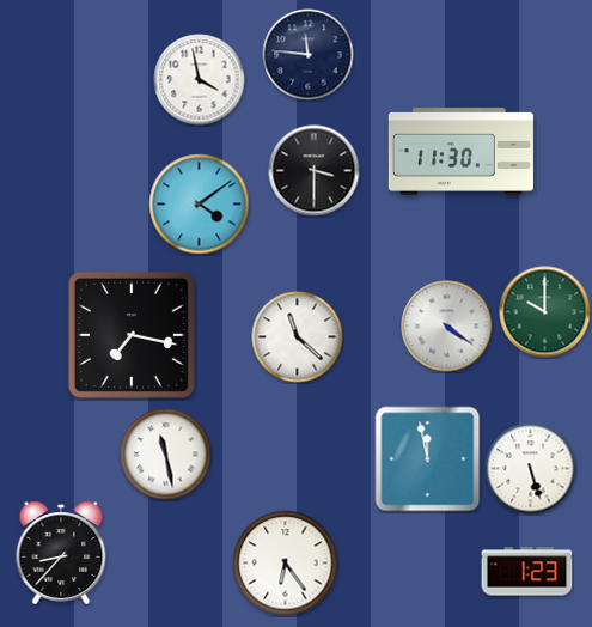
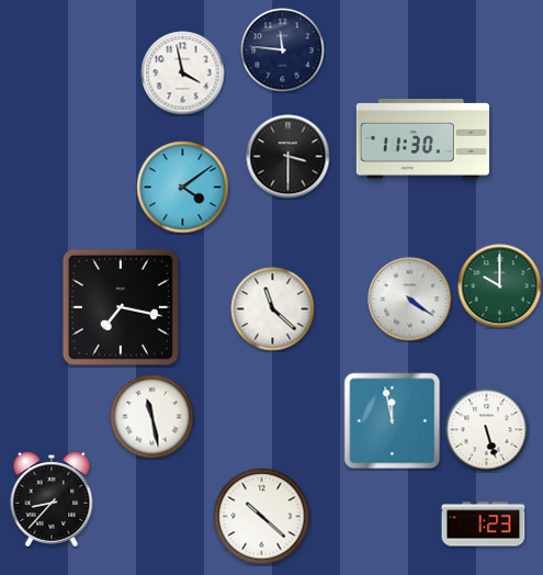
clock at (61, 553) position: (61, 553) -> (52, 499)
clock at (286, 564): 6:24 -> 10:22
